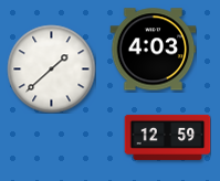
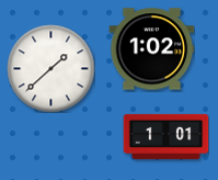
clock at (153, 50): 4:03 -> 1:02
clock at (167, 137): 12:59 -> 1:01
